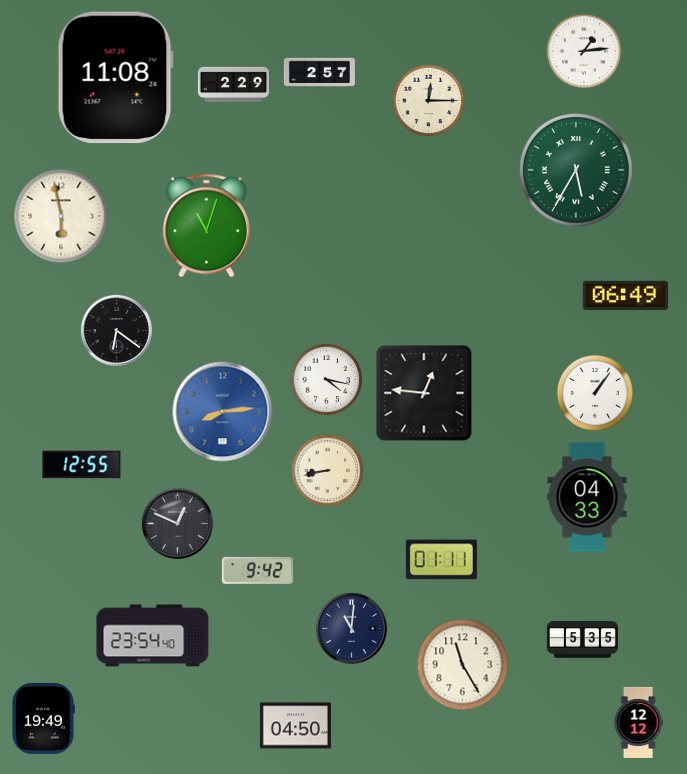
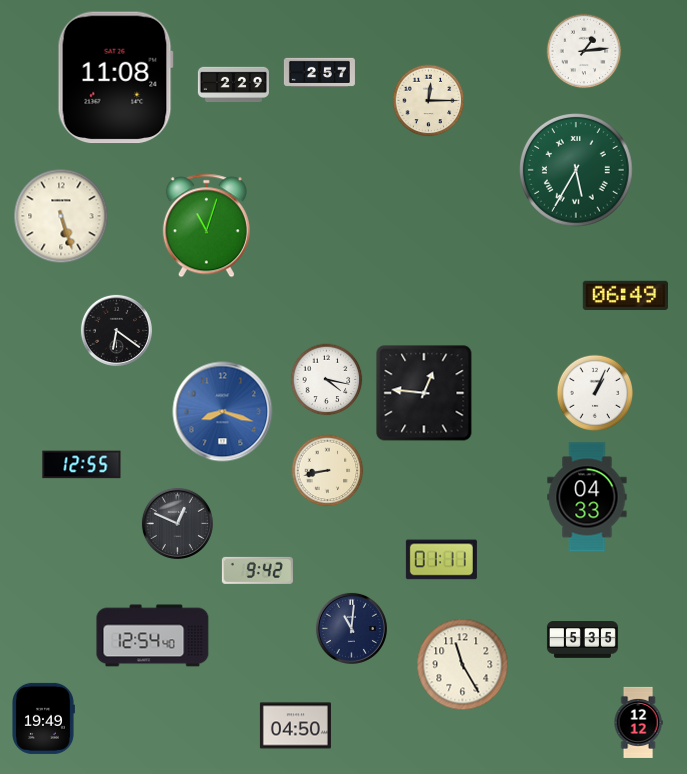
clock at (61, 216): 5:58 -> 5:27
clock at (594, 392): 1:06 -> 1:04
clock at (223, 412): 8:14 -> 8:18
clock at (153, 636): 23:54 -> 12:54
